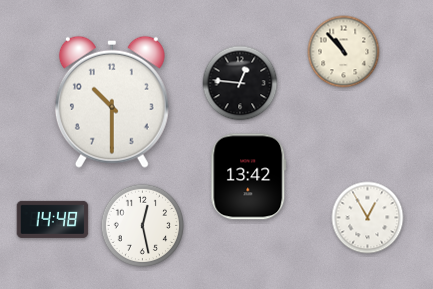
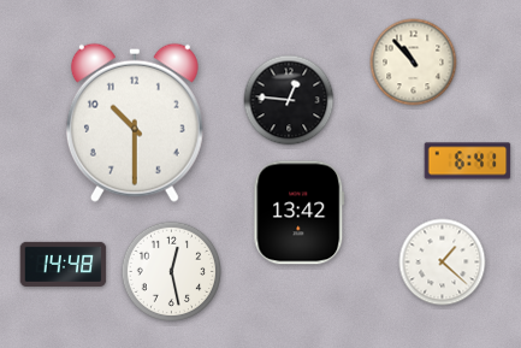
clock at (468, 161): none -> 6:41
clock at (368, 218): 12:55 -> 1:22
